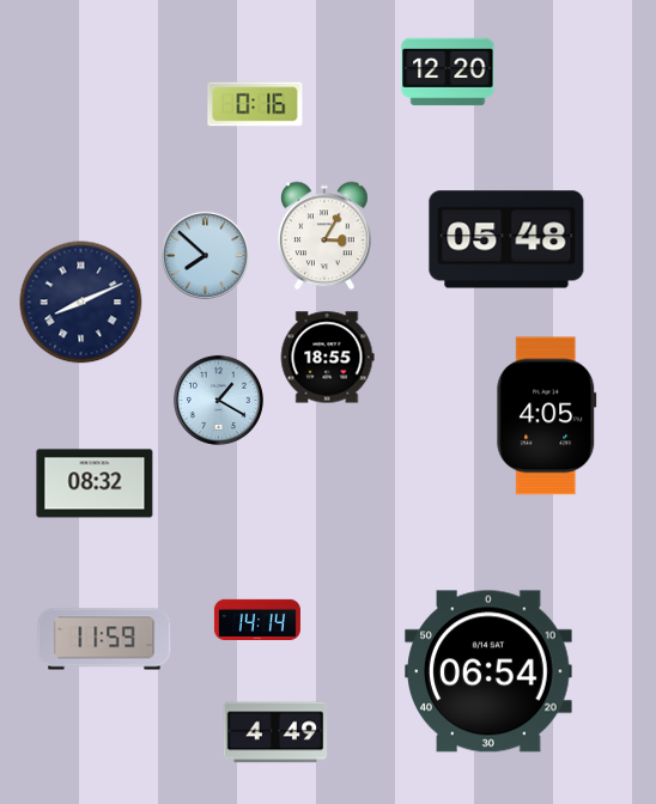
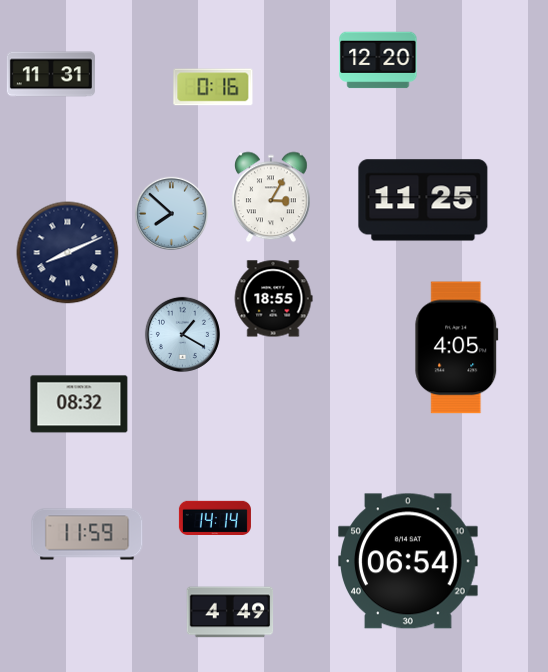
clock at (448, 72) position: (448, 72) -> (378, 60)
clock at (51, 74): none -> 11:31
clock at (506, 239): 05:48 -> 11:25
